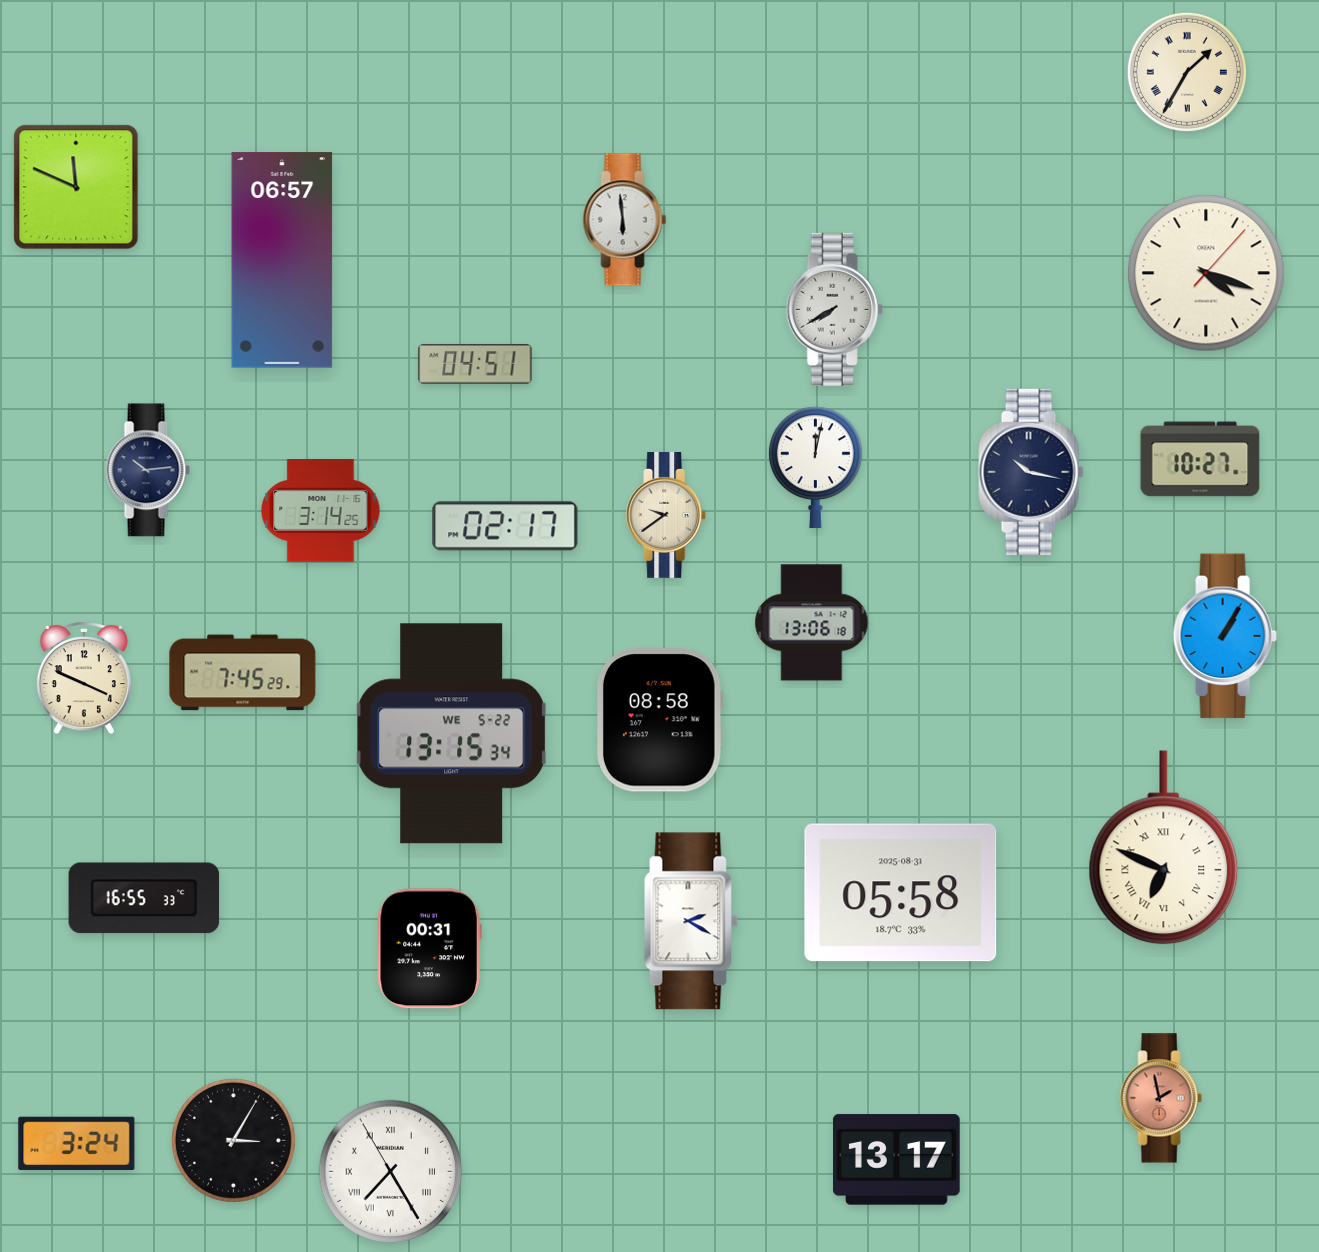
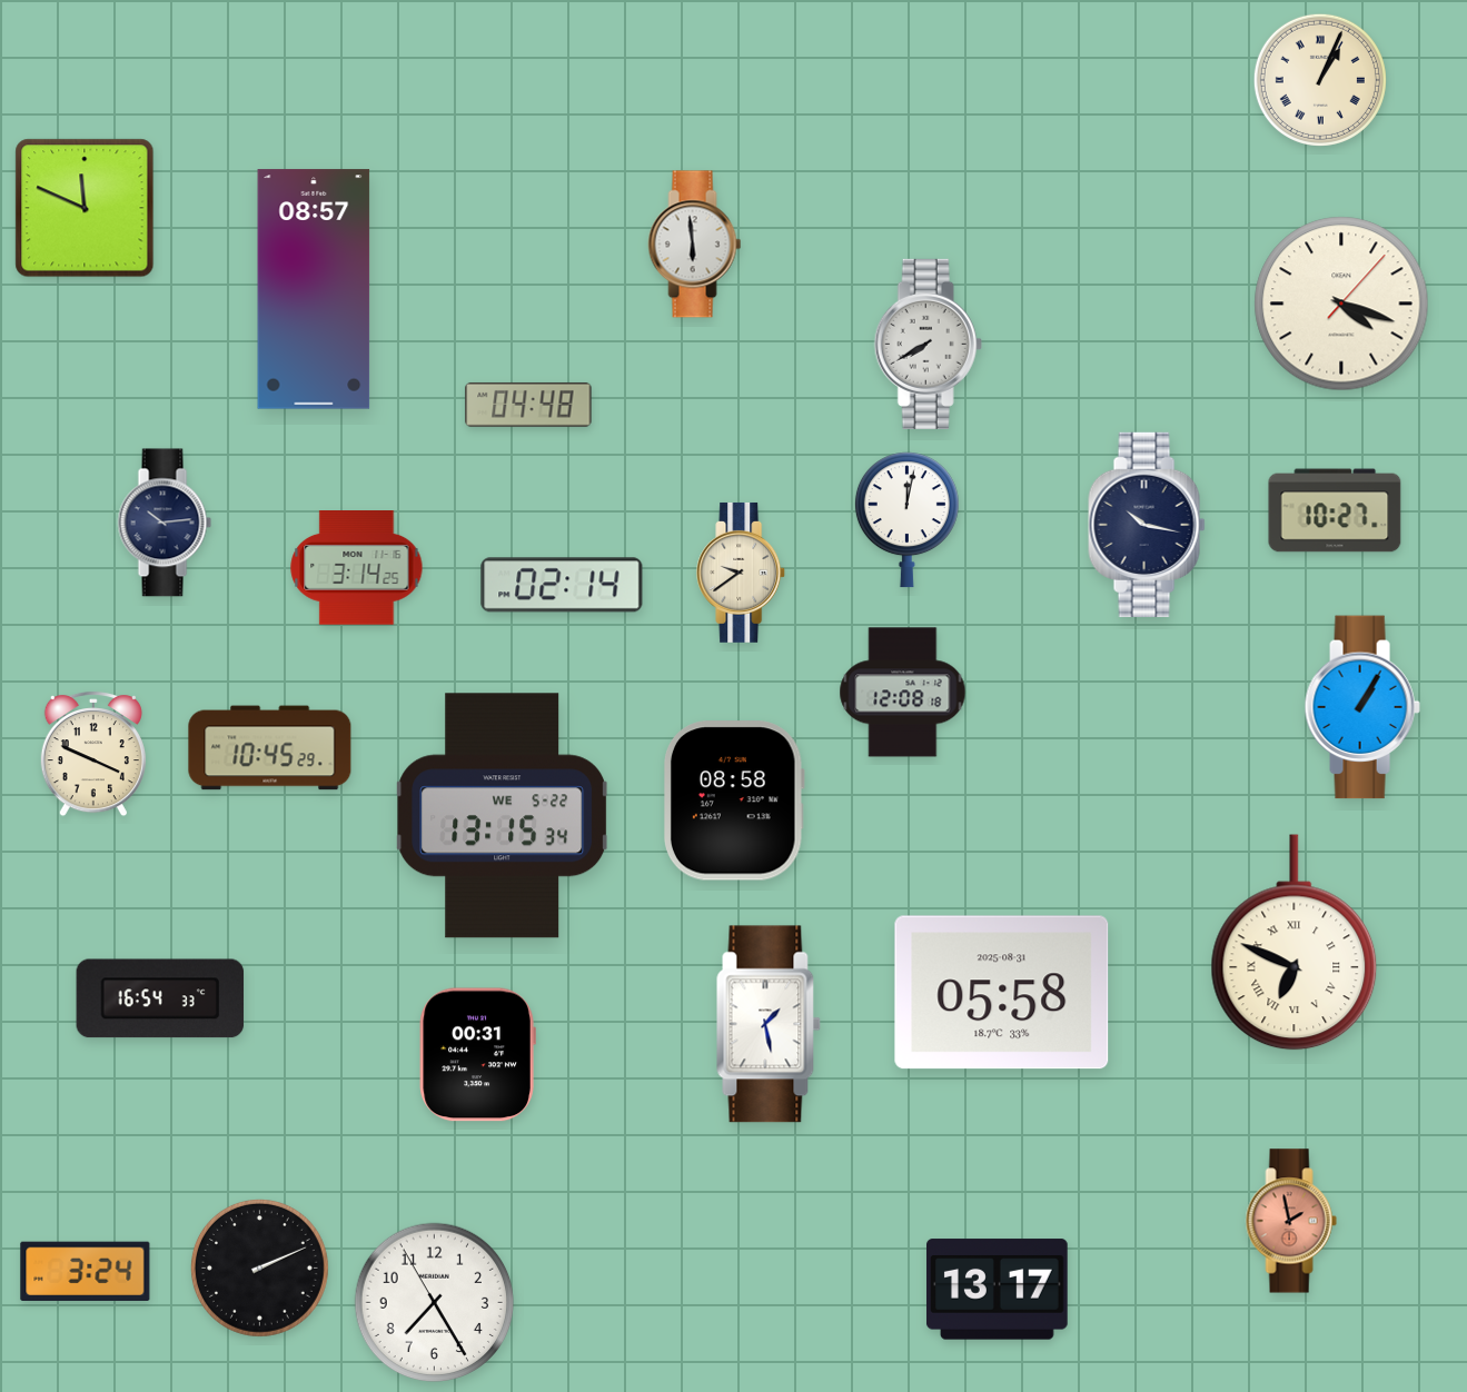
clock at (1187, 72): 1:35 -> 1:04
clock at (282, 260): 06:57 -> 08:57
clock at (475, 364): 04:51 -> 04:48
clock at (505, 526): 02:17 -> 02:14
clock at (812, 623): 13:06 -> 12:08
clock at (243, 673): 7:45 -> 10:45
clock at (144, 898): 16:55 -> 16:54
clock at (691, 921): 2:20 -> 1:28
clock at (233, 1140): 3:05 -> 2:11
clock at (391, 1172) numerals: Roman -> Arabic
